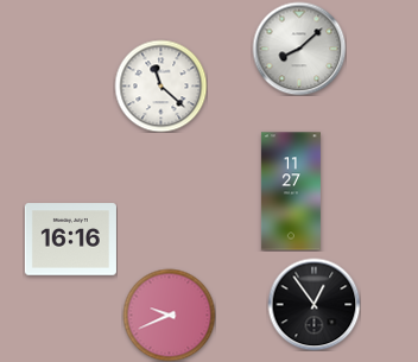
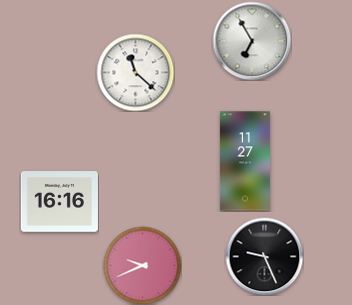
clock at (299, 49): 8:08 -> 6:55
clock at (313, 304): 12:54 -> 9:26
